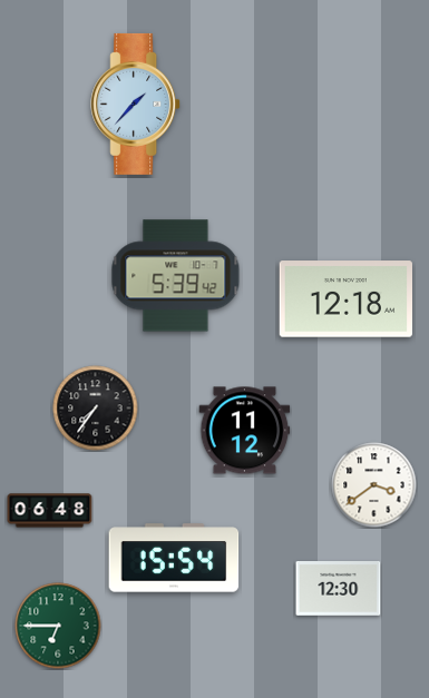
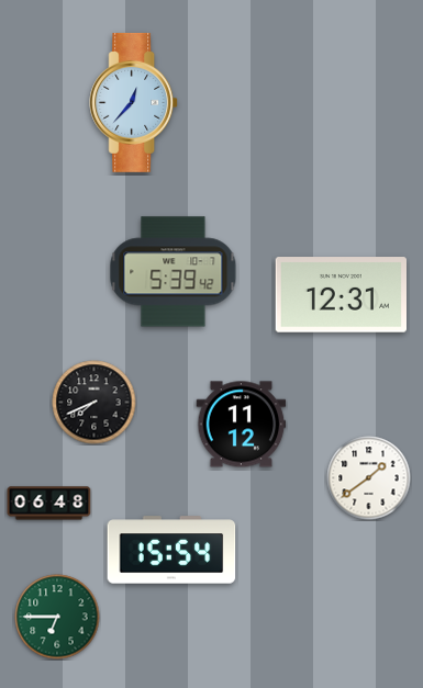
clock at (136, 104): 1:37 -> 12:37
clock at (345, 299): 12:18 -> 12:31
clock at (96, 409): 7:36 -> 7:41
clock at (374, 485): 3:39 -> 1:39
clock at (339, 589): 12:30 -> none
